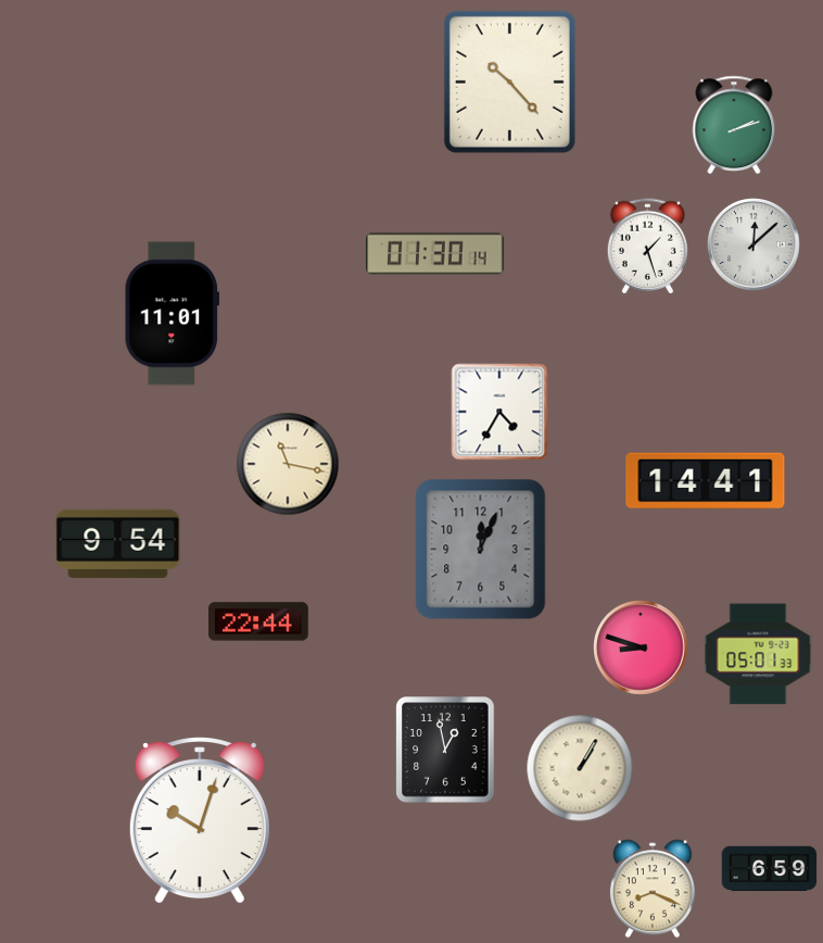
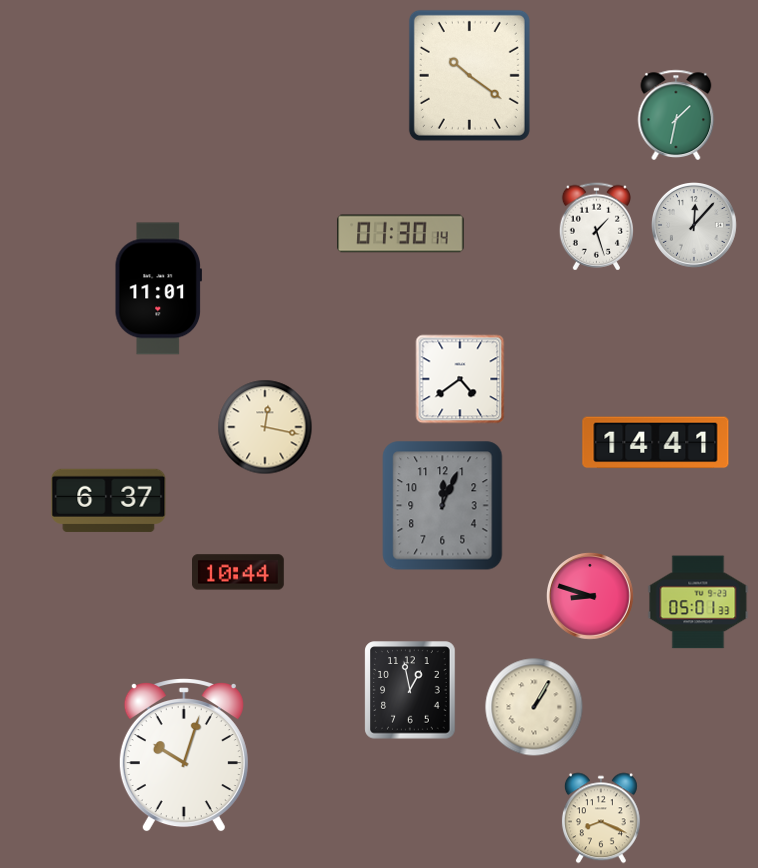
clock at (509, 81): 10:23 -> 10:21
clock at (734, 124): 2:12 -> 1:32
clock at (755, 246): 12:08 -> 12:07
clock at (499, 412): 4:35 -> 4:39
clock at (288, 464): 11:17 -> 12:17
clock at (706, 481) position: (706, 481) -> (656, 443)
clock at (118, 543): 9:54 -> 6:37
clock at (259, 621): 22:44 -> 10:44
clock at (770, 869): 6:59 -> none
